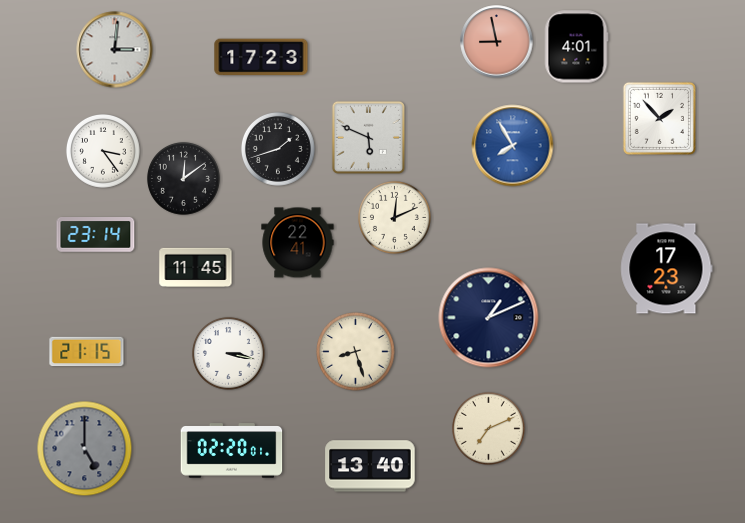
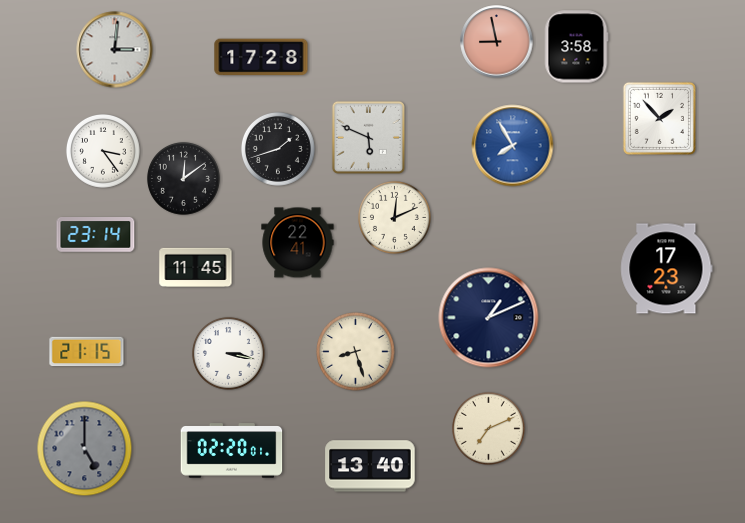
clock at (576, 47): 4:01 -> 3:58
clock at (261, 57): 17:23 -> 17:28
